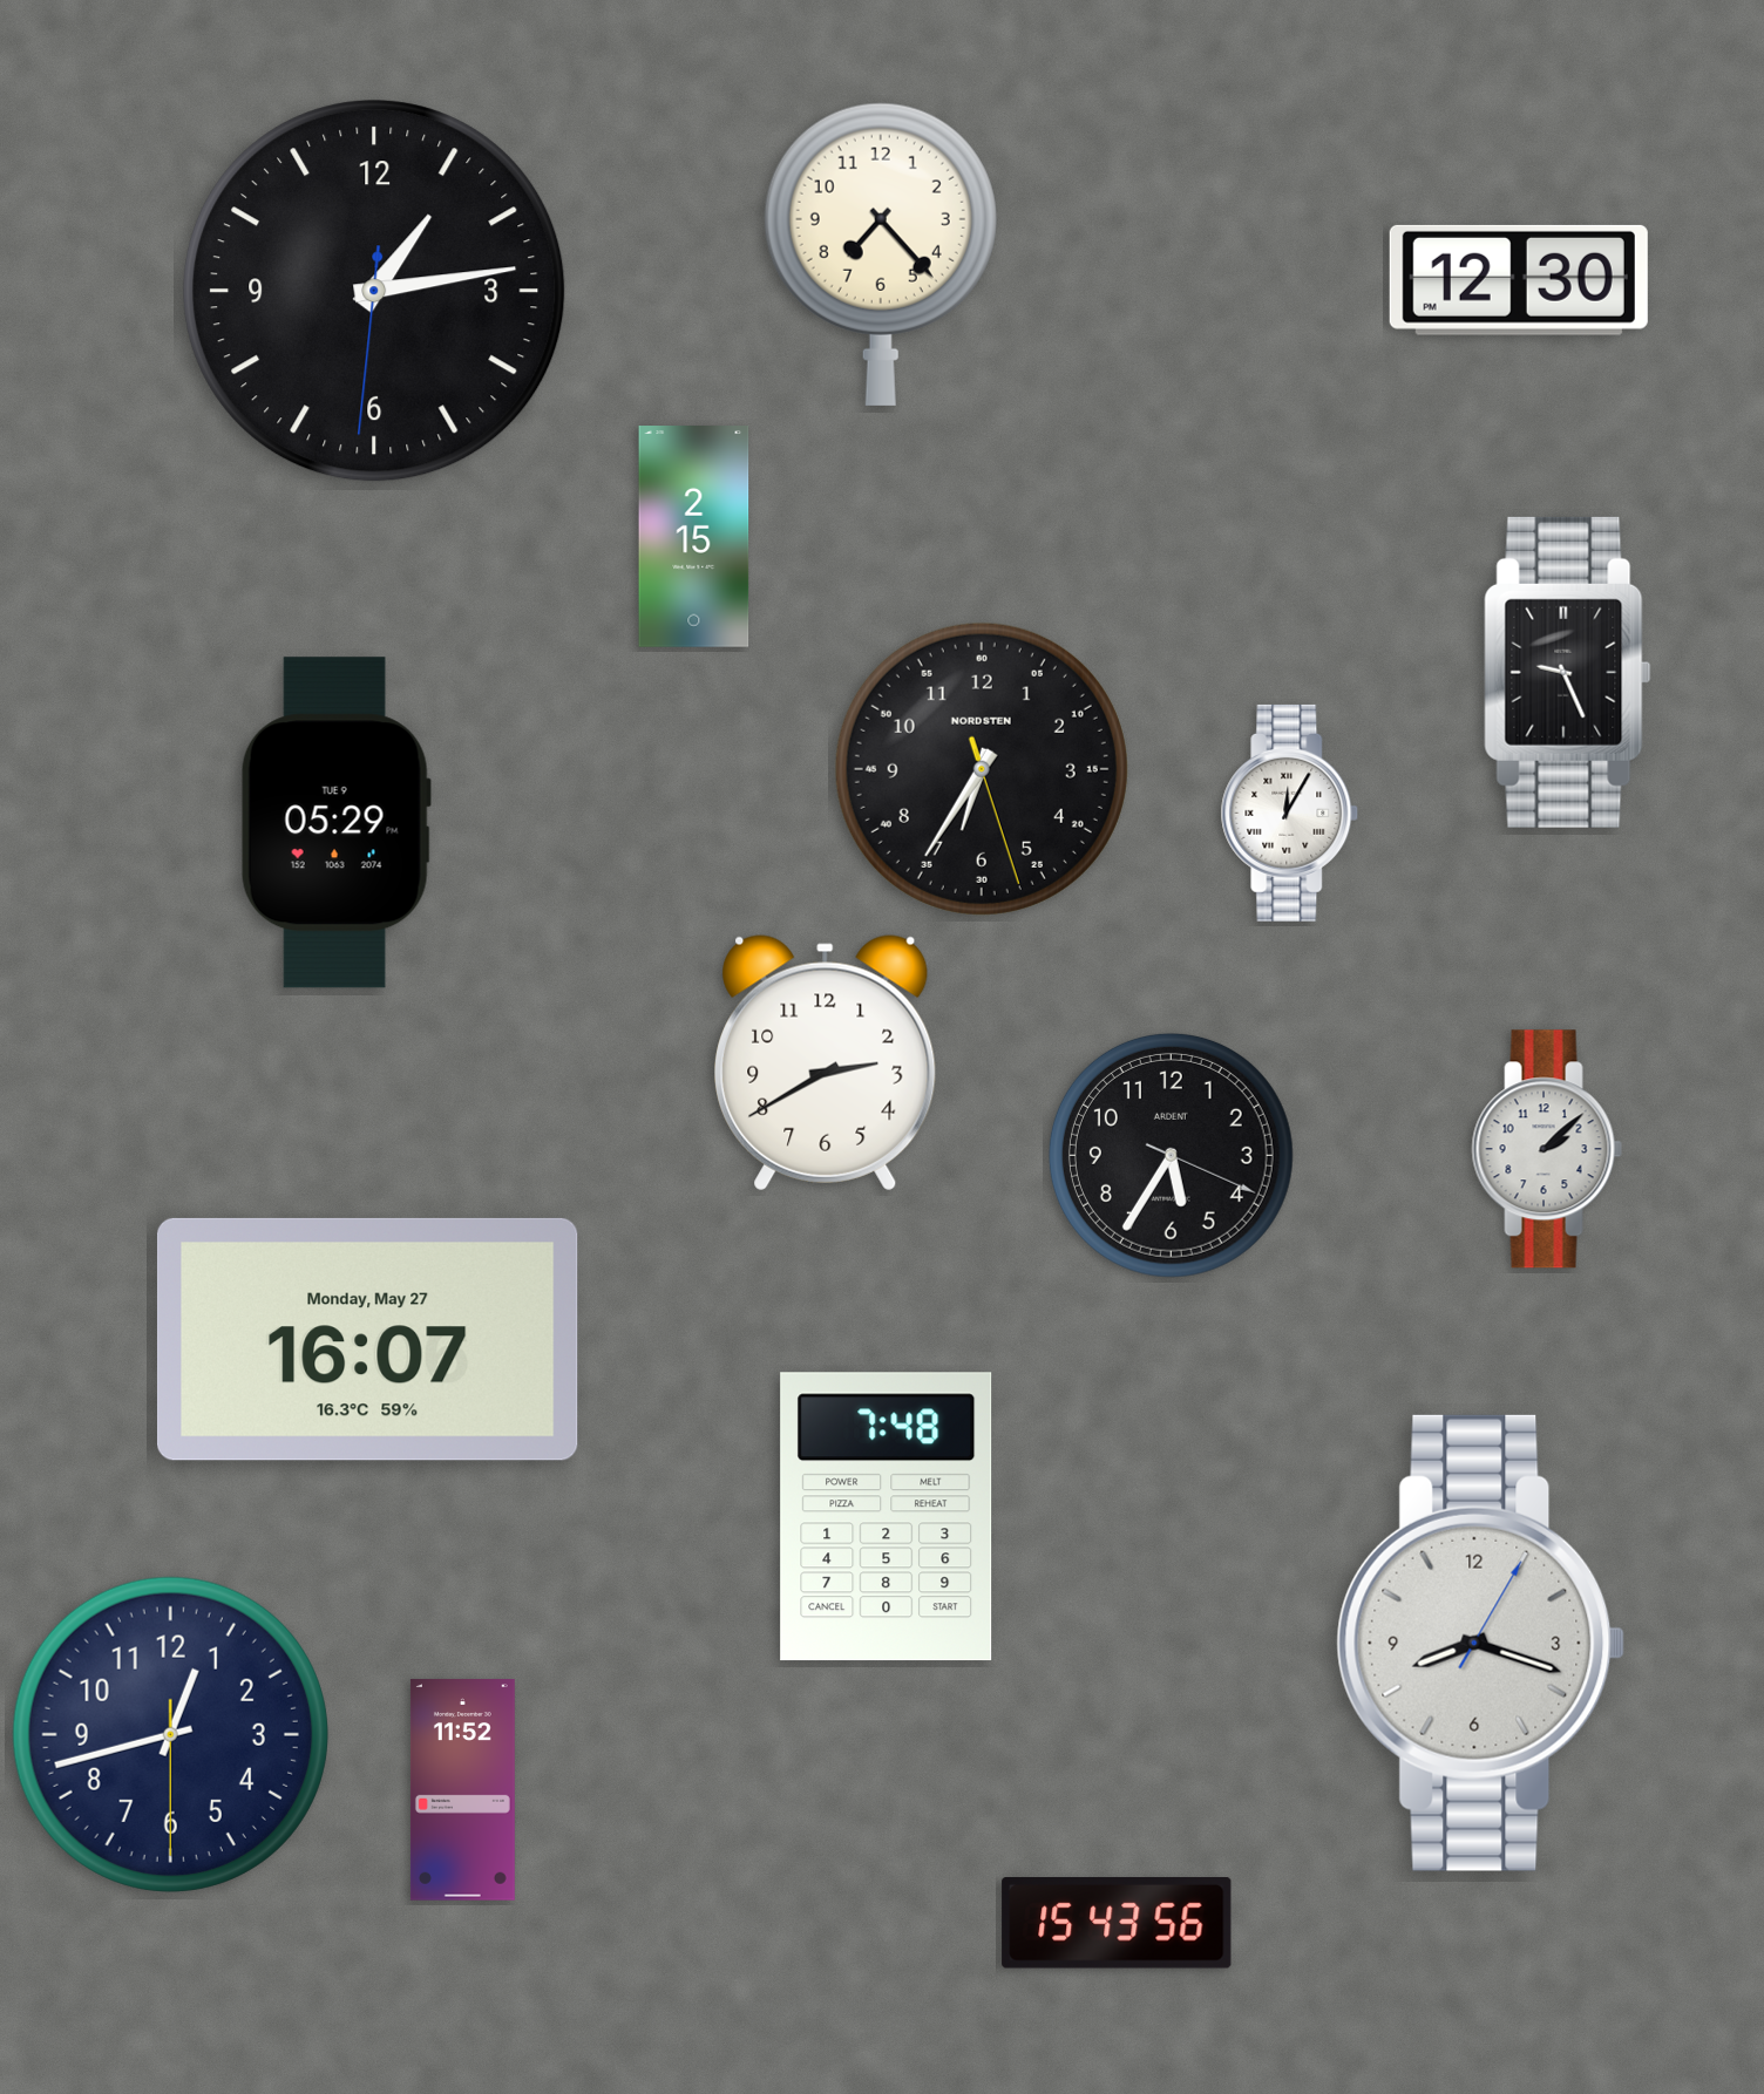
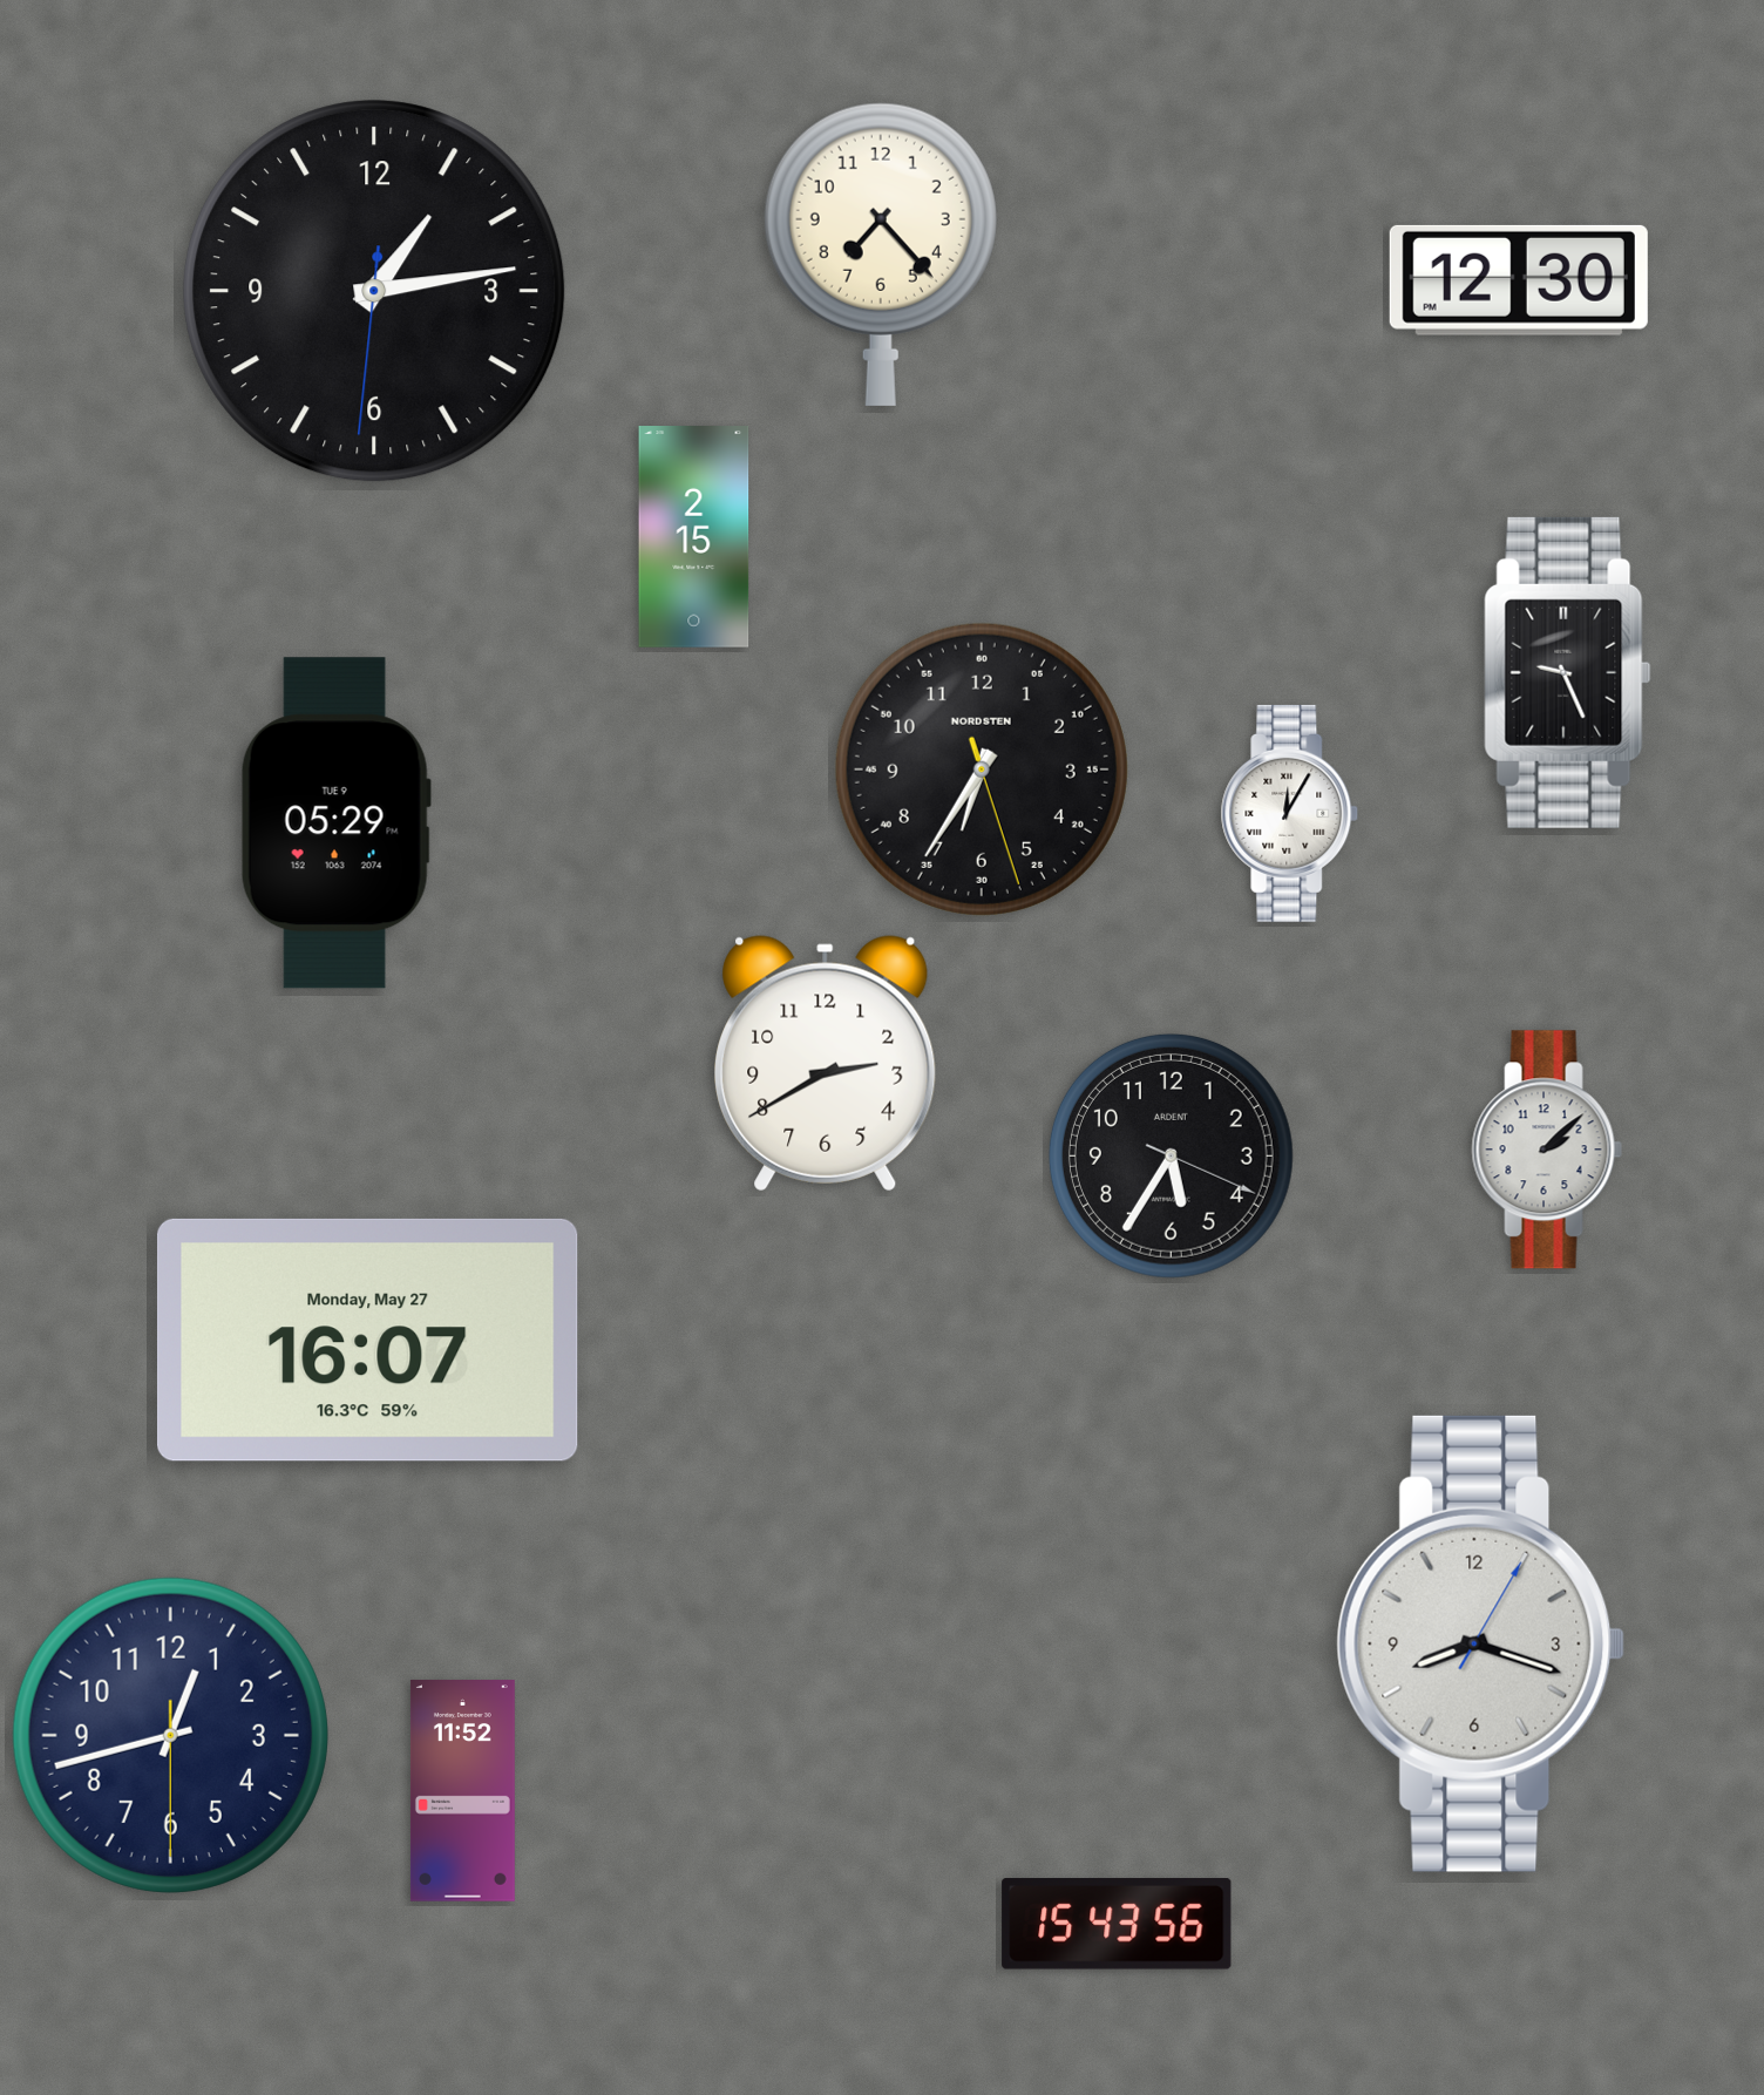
clock at (887, 1517): 7:48 -> none
